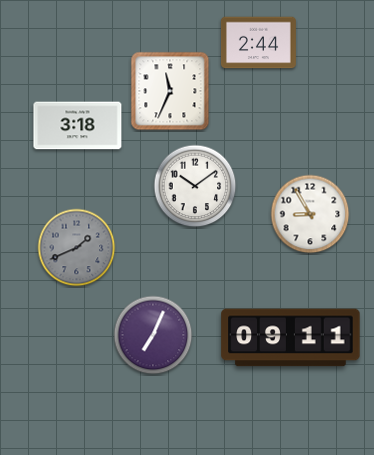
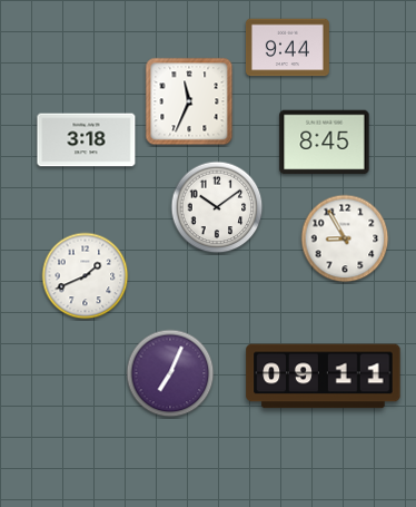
clock at (258, 43): 2:44 -> 9:44
clock at (325, 143): none -> 8:45
clock at (77, 248) dial: grey -> white
